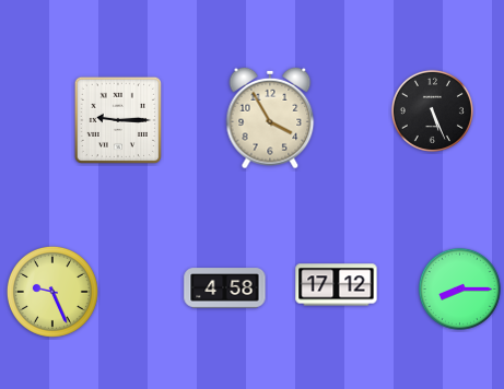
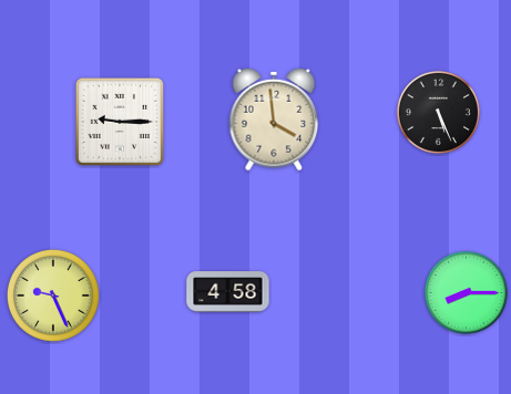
clock at (270, 118): 3:55 -> 3:59
clock at (337, 285): 17:12 -> none
